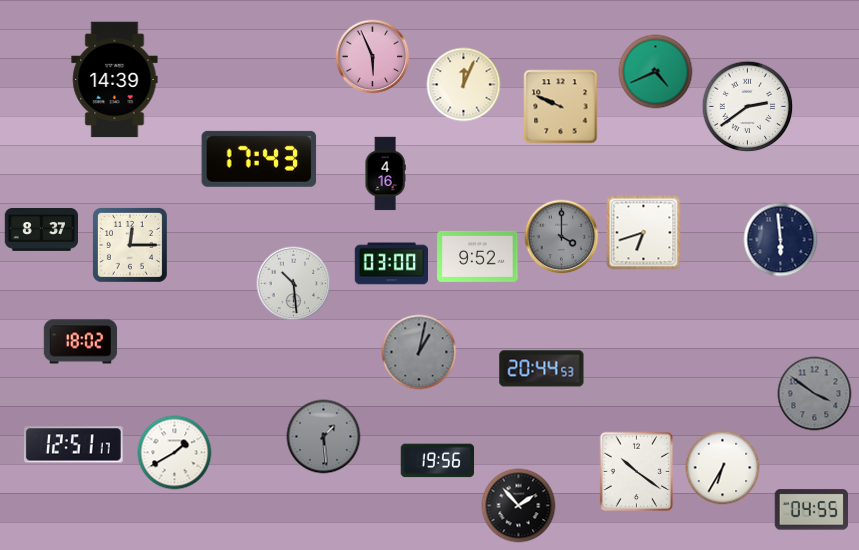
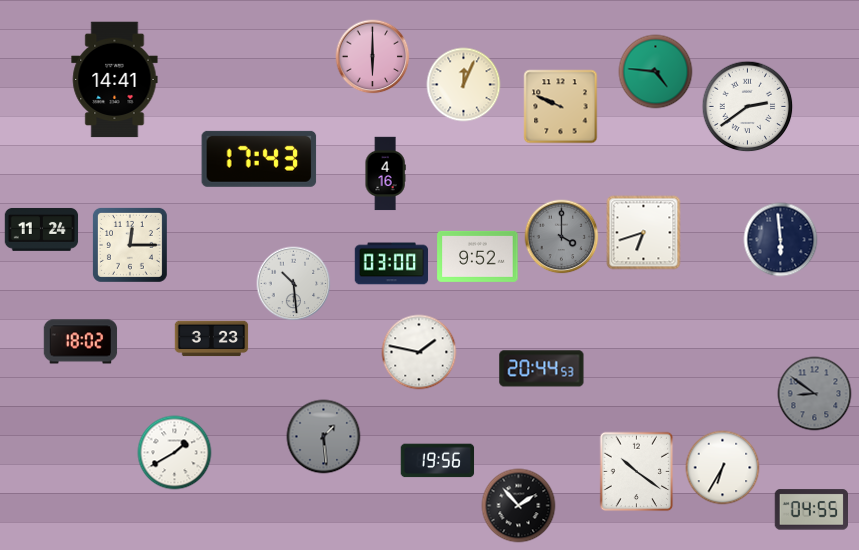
clock at (373, 57): 5:56 -> 6:00
clock at (656, 72): 4:41 -> 4:46
clock at (115, 80): 14:39 -> 14:41
clock at (42, 229): 8:37 -> 11:24
clock at (212, 339): none -> 3:23
clock at (419, 352): 1:02 -> 1:47
clock at (419, 352) dial: grey -> white
clock at (815, 394): 3:51 -> 8:51
clock at (73, 445): 12:51 -> none
